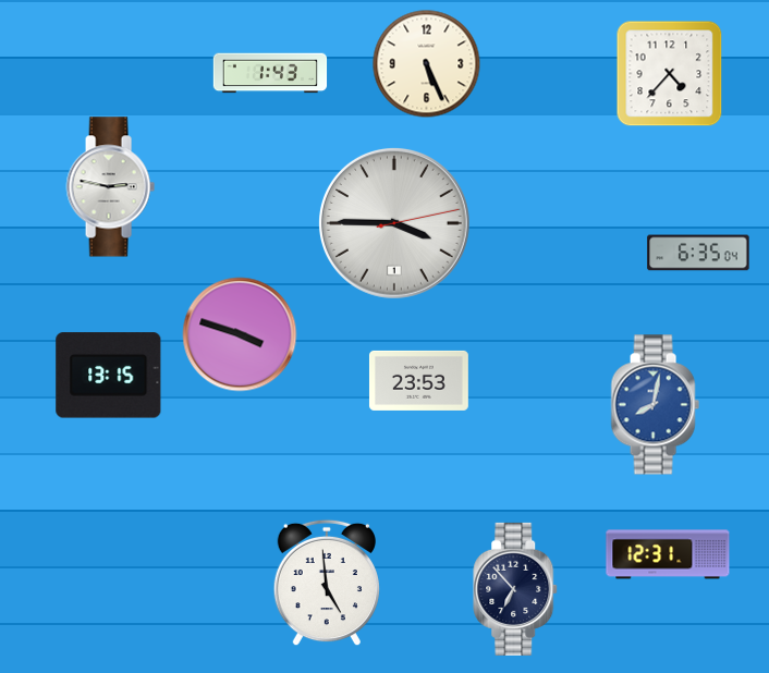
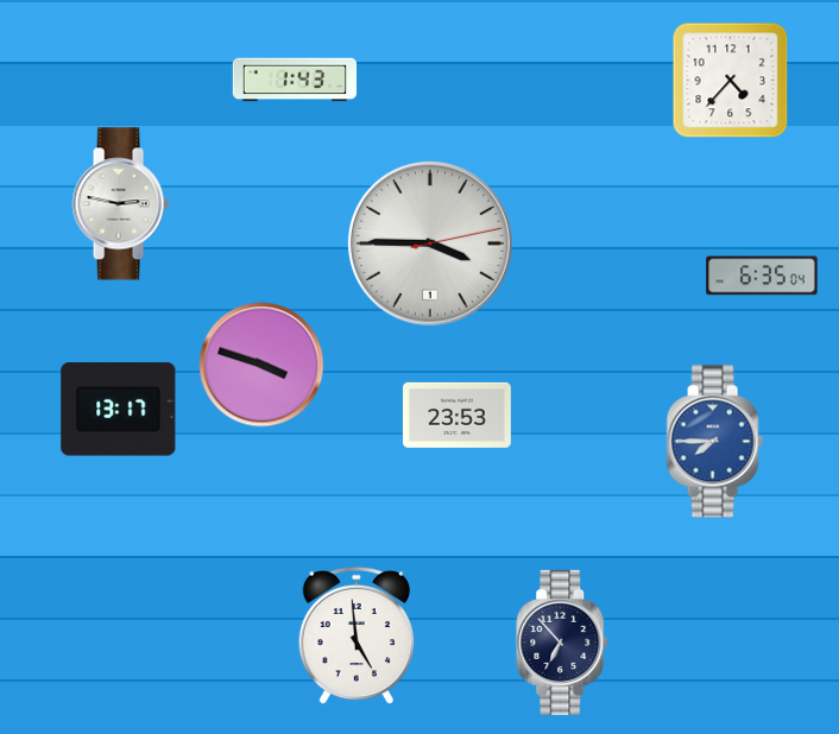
clock at (427, 64): 5:26 -> none
clock at (109, 376): 13:15 -> 13:17
clock at (655, 405): 8:02 -> 7:45
clock at (668, 554): 12:31 -> none
